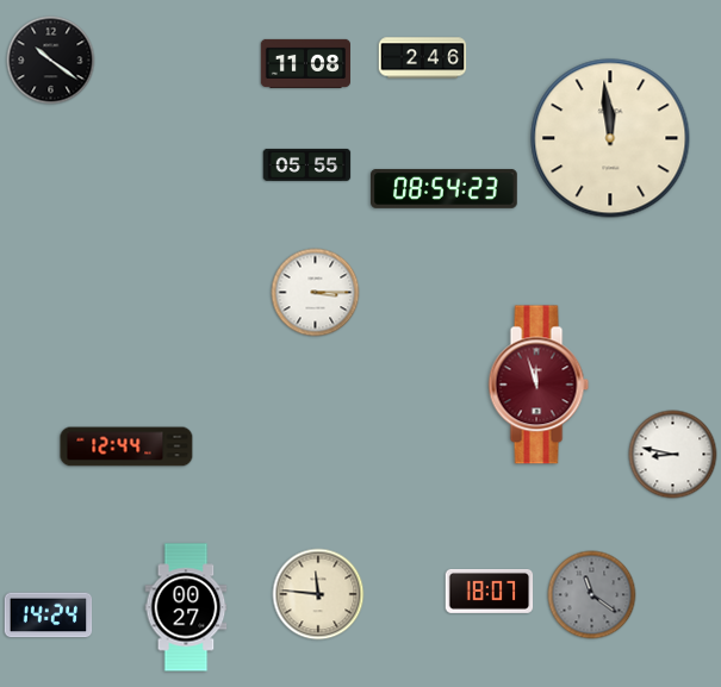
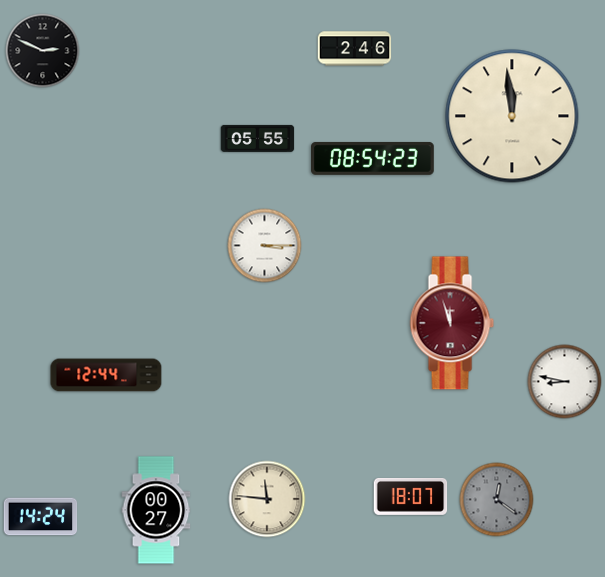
clock at (51, 61): 10:21 -> 2:49
clock at (305, 63): 11:08 -> none
clock at (592, 595): 11:21 -> 12:21
